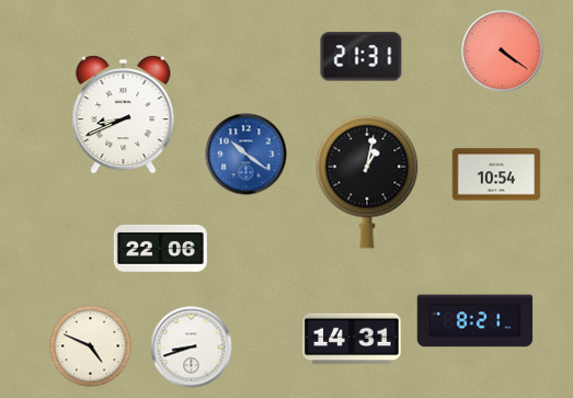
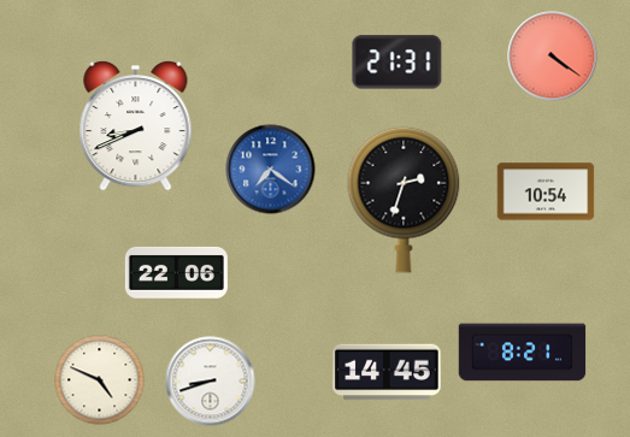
clock at (247, 155): 10:21 -> 7:21
clock at (367, 182): 1:02 -> 2:33
clock at (352, 339): 14:31 -> 14:45
